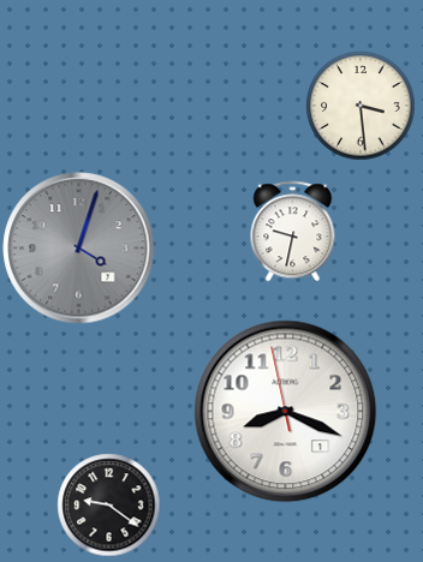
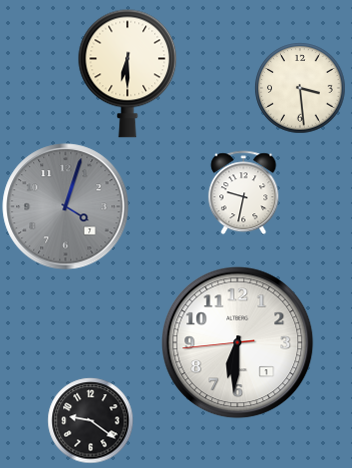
clock at (128, 73): none -> 6:30
clock at (286, 412): 8:18 -> 6:30
